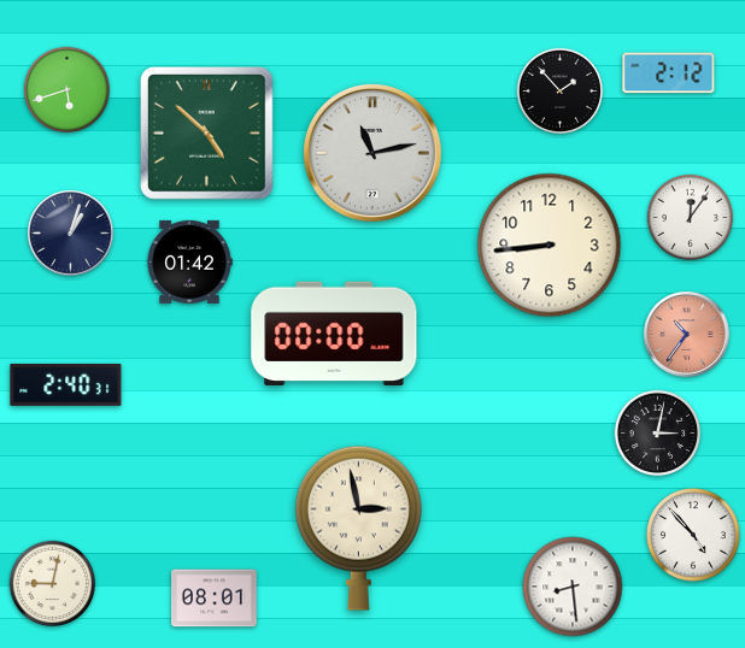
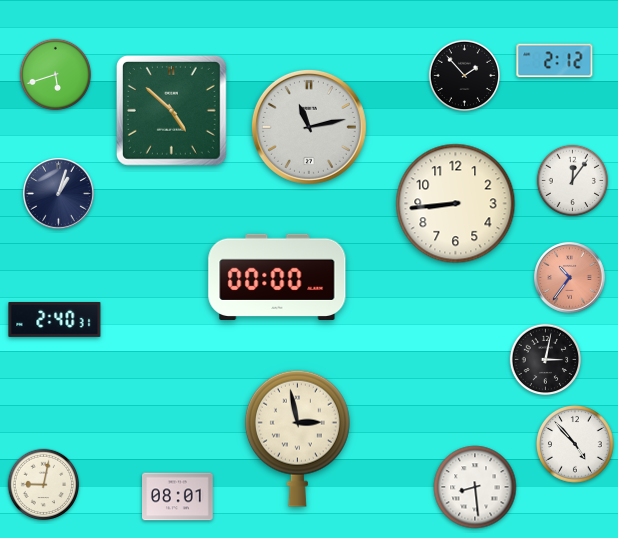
clock at (189, 261): 01:42 -> none
